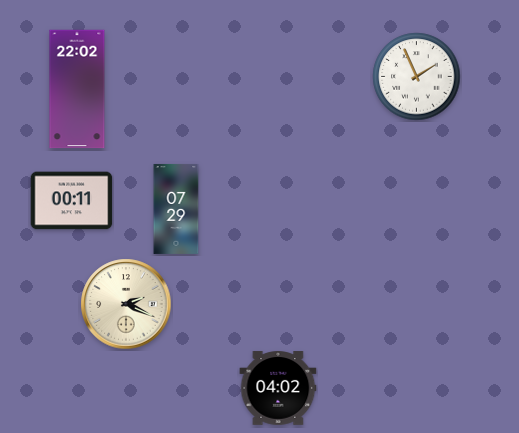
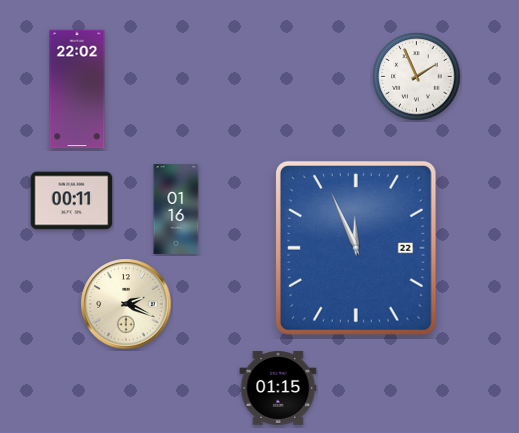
clock at (176, 209): 07:29 -> 01:16
clock at (356, 248): none -> 11:56
clock at (278, 388): 04:02 -> 01:15
